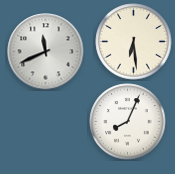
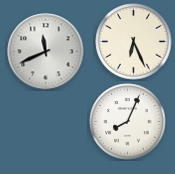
clock at (134, 42): 6:29 -> 6:26
